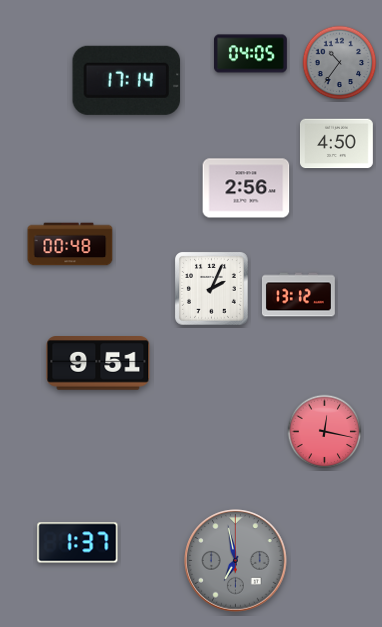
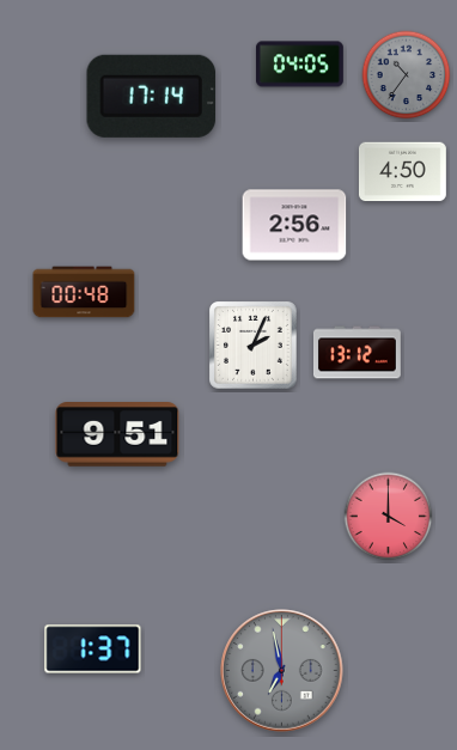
clock at (325, 432): 12:17 -> 4:00
